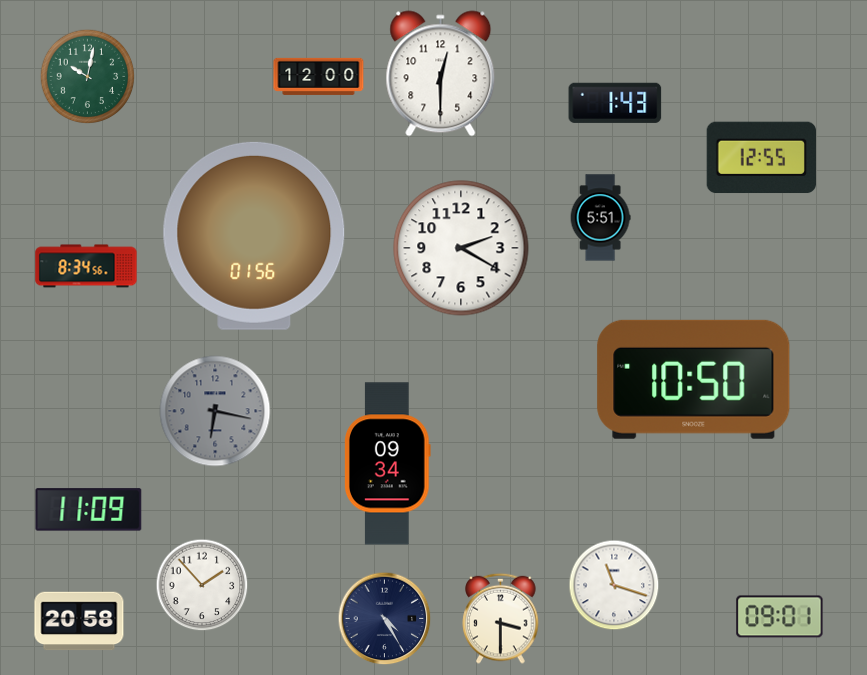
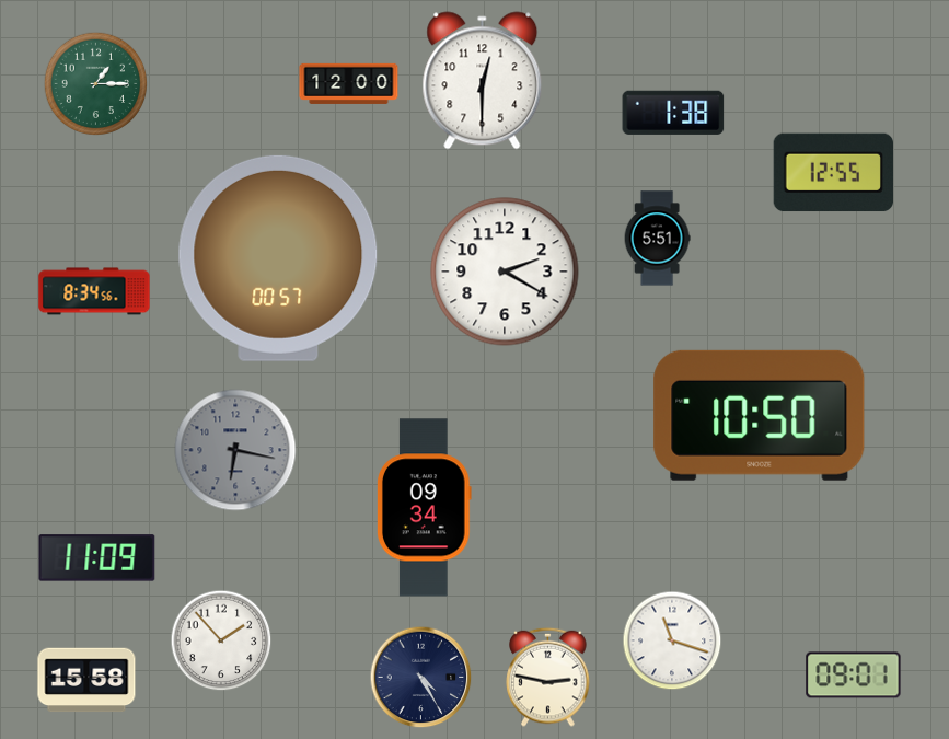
clock at (88, 77): 10:02 -> 1:15
clock at (615, 103): 1:43 -> 1:38
clock at (254, 236): 01:56 -> 00:57
clock at (501, 618): 3:30 -> 2:47
clock at (79, 621): 20:58 -> 15:58
